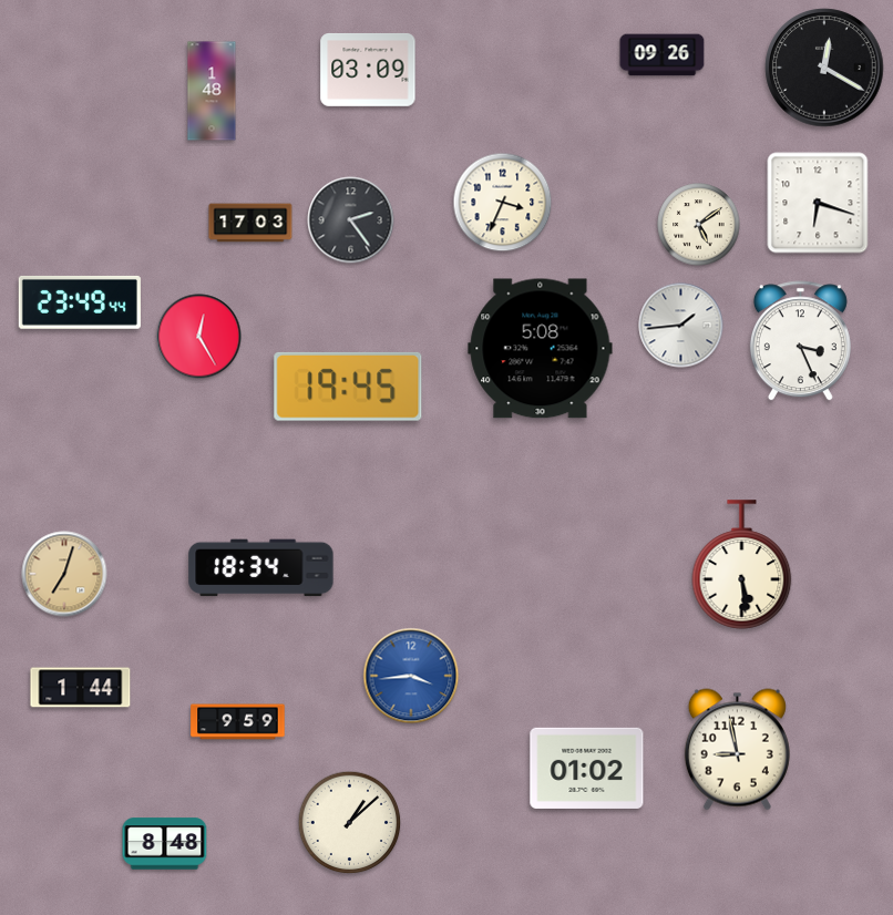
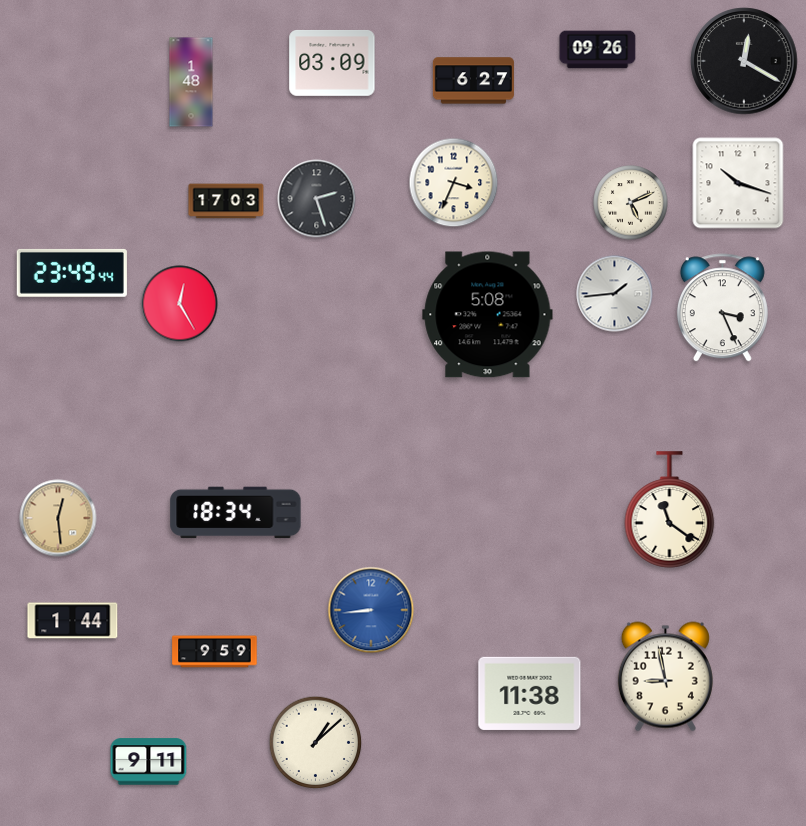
clock at (473, 81): none -> 6:27
clock at (818, 203): 6:18 -> 10:18
clock at (351, 220): 2:24 -> 2:27
clock at (699, 225): 5:09 -> 5:11
clock at (348, 387): 19:45 -> none
clock at (742, 565): 5:29 -> 11:21
clock at (64, 574): 7:03 -> 12:29
clock at (411, 676): 3:44 -> 8:44
clock at (587, 768): 01:02 -> 11:38
clock at (165, 844): 8:48 -> 9:11
